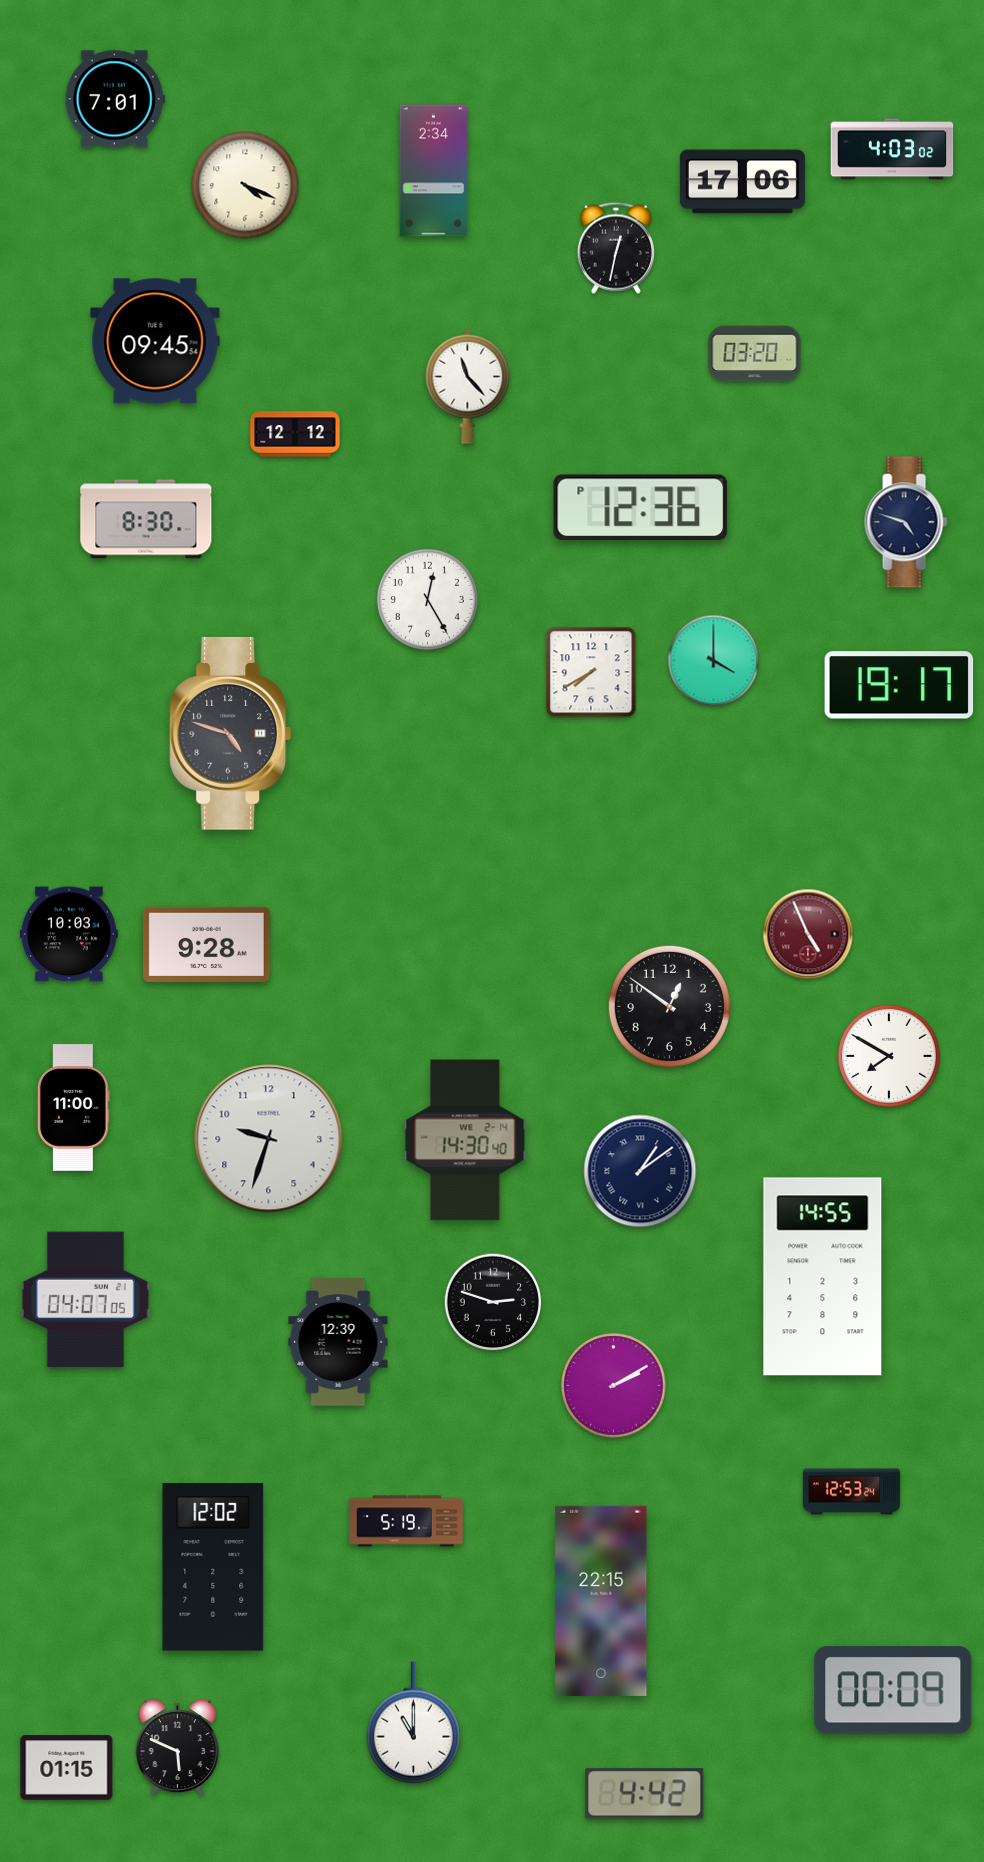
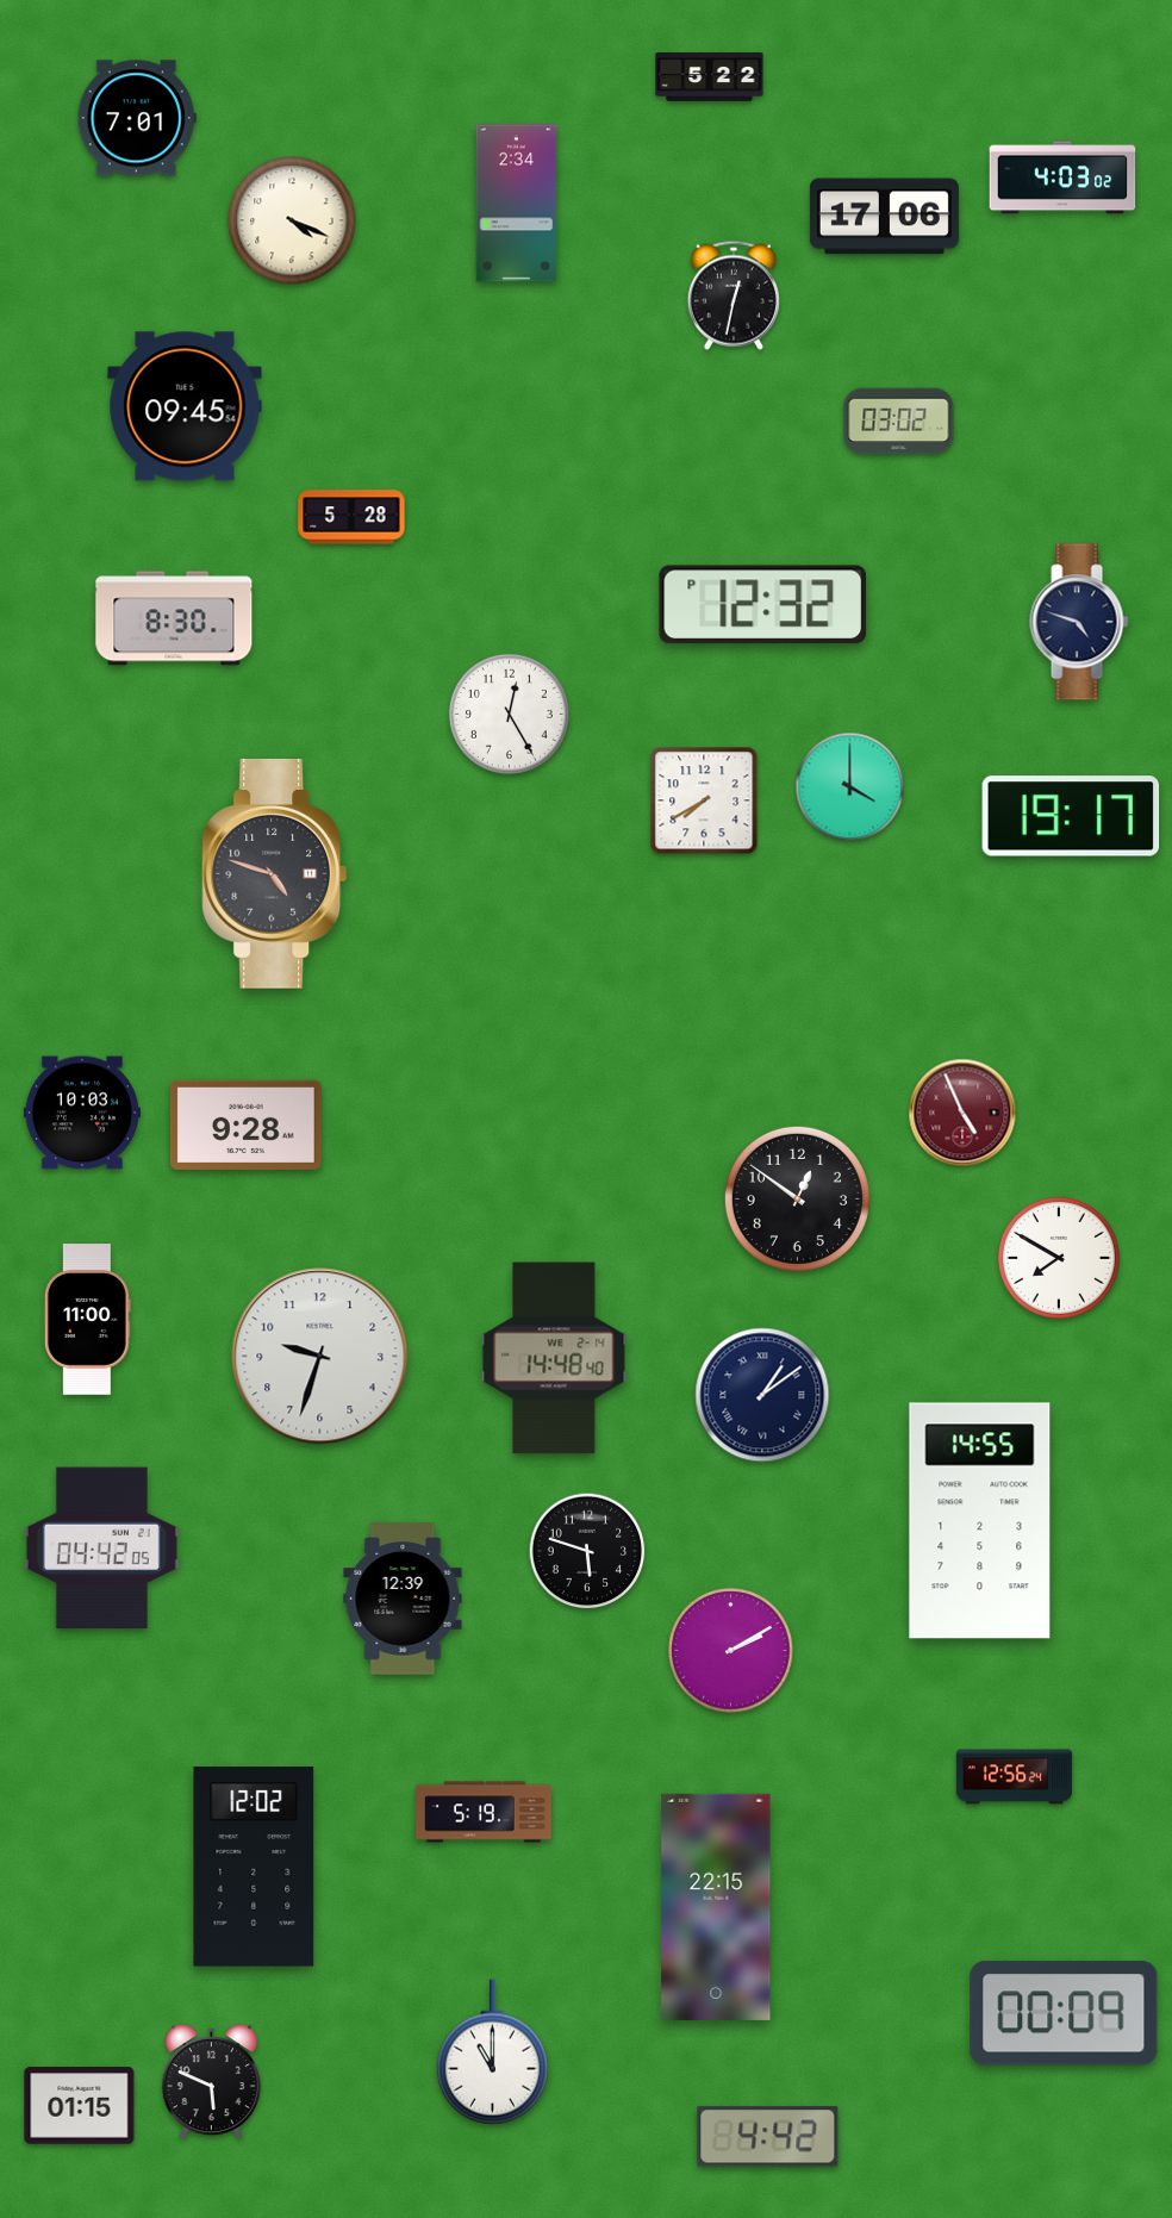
clock at (710, 77): none -> 5:22
clock at (755, 354): 03:20 -> 03:02
clock at (468, 386): 11:23 -> none
clock at (295, 434): 12:12 -> 5:28
clock at (641, 507): 12:36 -> 12:32
clock at (465, 1140): 14:30 -> 14:48
clock at (85, 1300): 04:07 -> 04:42
clock at (493, 1302): 2:48 -> 5:48
clock at (852, 1492): 12:53 -> 12:56
